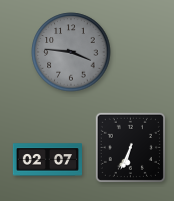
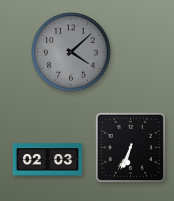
clock at (71, 52): 3:46 -> 4:08
clock at (47, 160): 02:07 -> 02:03
